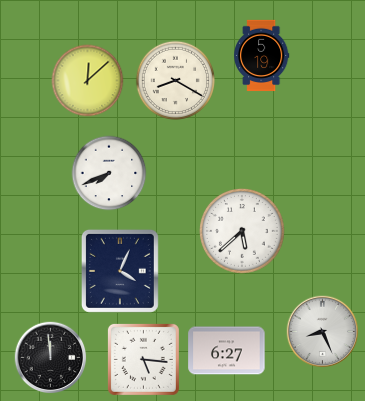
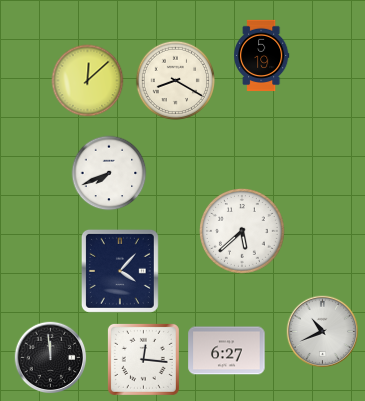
clock at (120, 271): 4:04 -> 4:07
clock at (323, 332): 8:26 -> 10:41
clock at (143, 359): 5:16 -> 12:16
